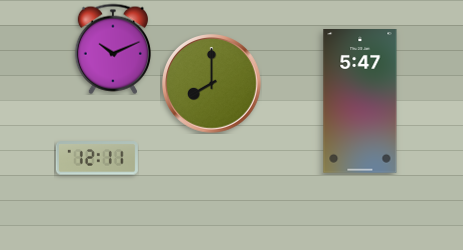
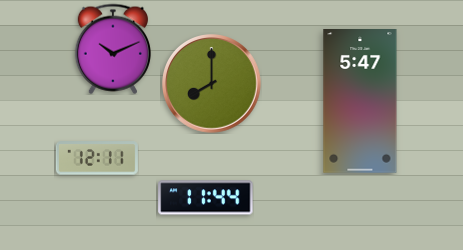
clock at (206, 198): none -> 11:44
